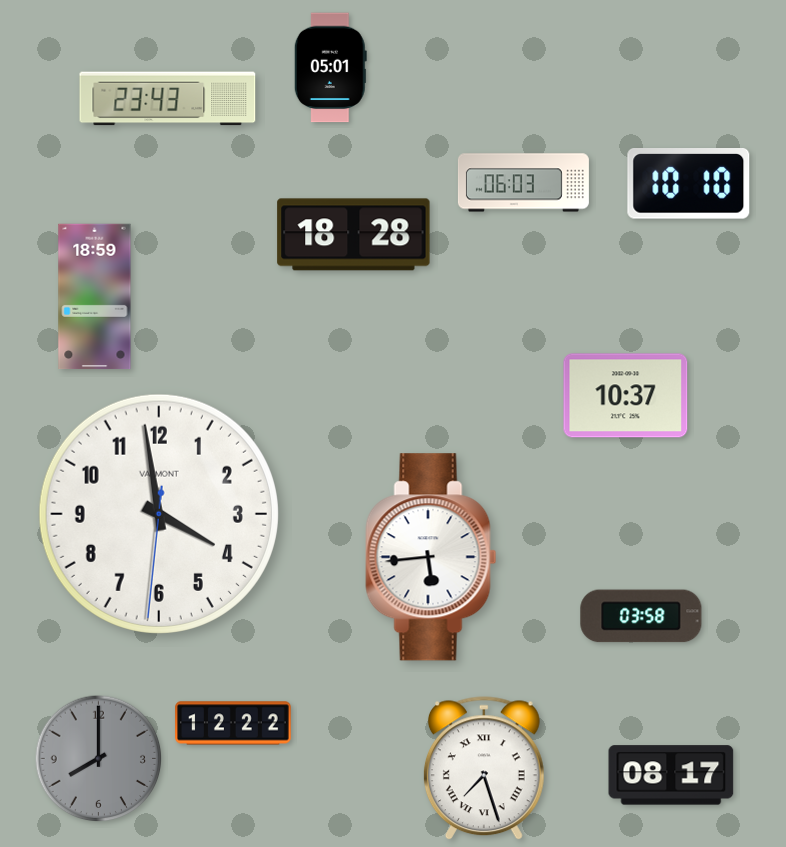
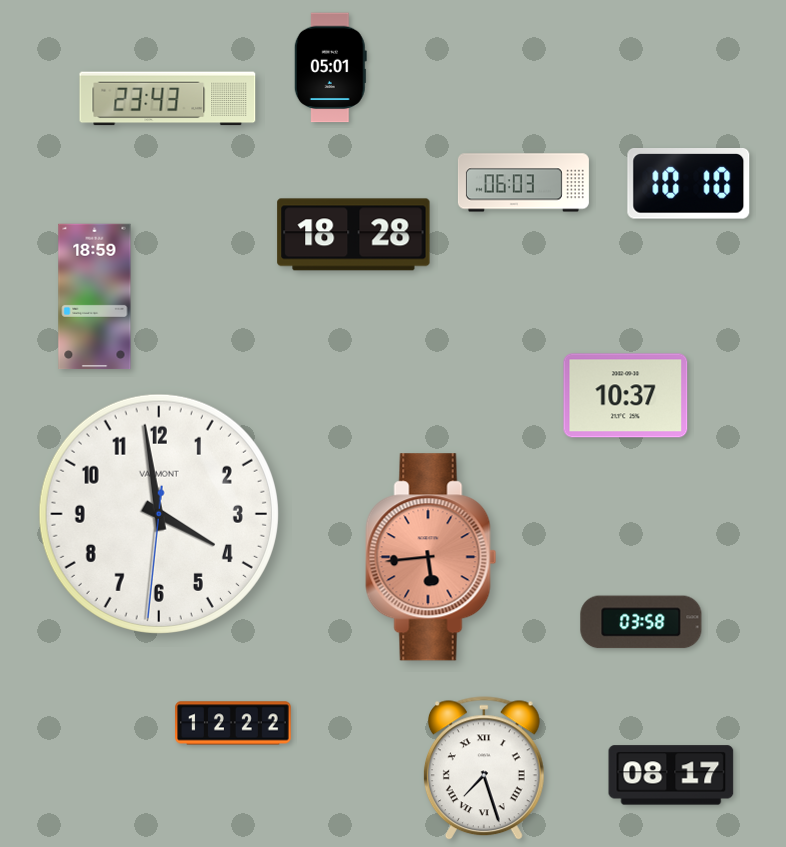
clock at (431, 557) dial: white -> salmon
clock at (641, 616) position: (641, 616) -> (641, 622)
clock at (99, 759): 8:00 -> none
